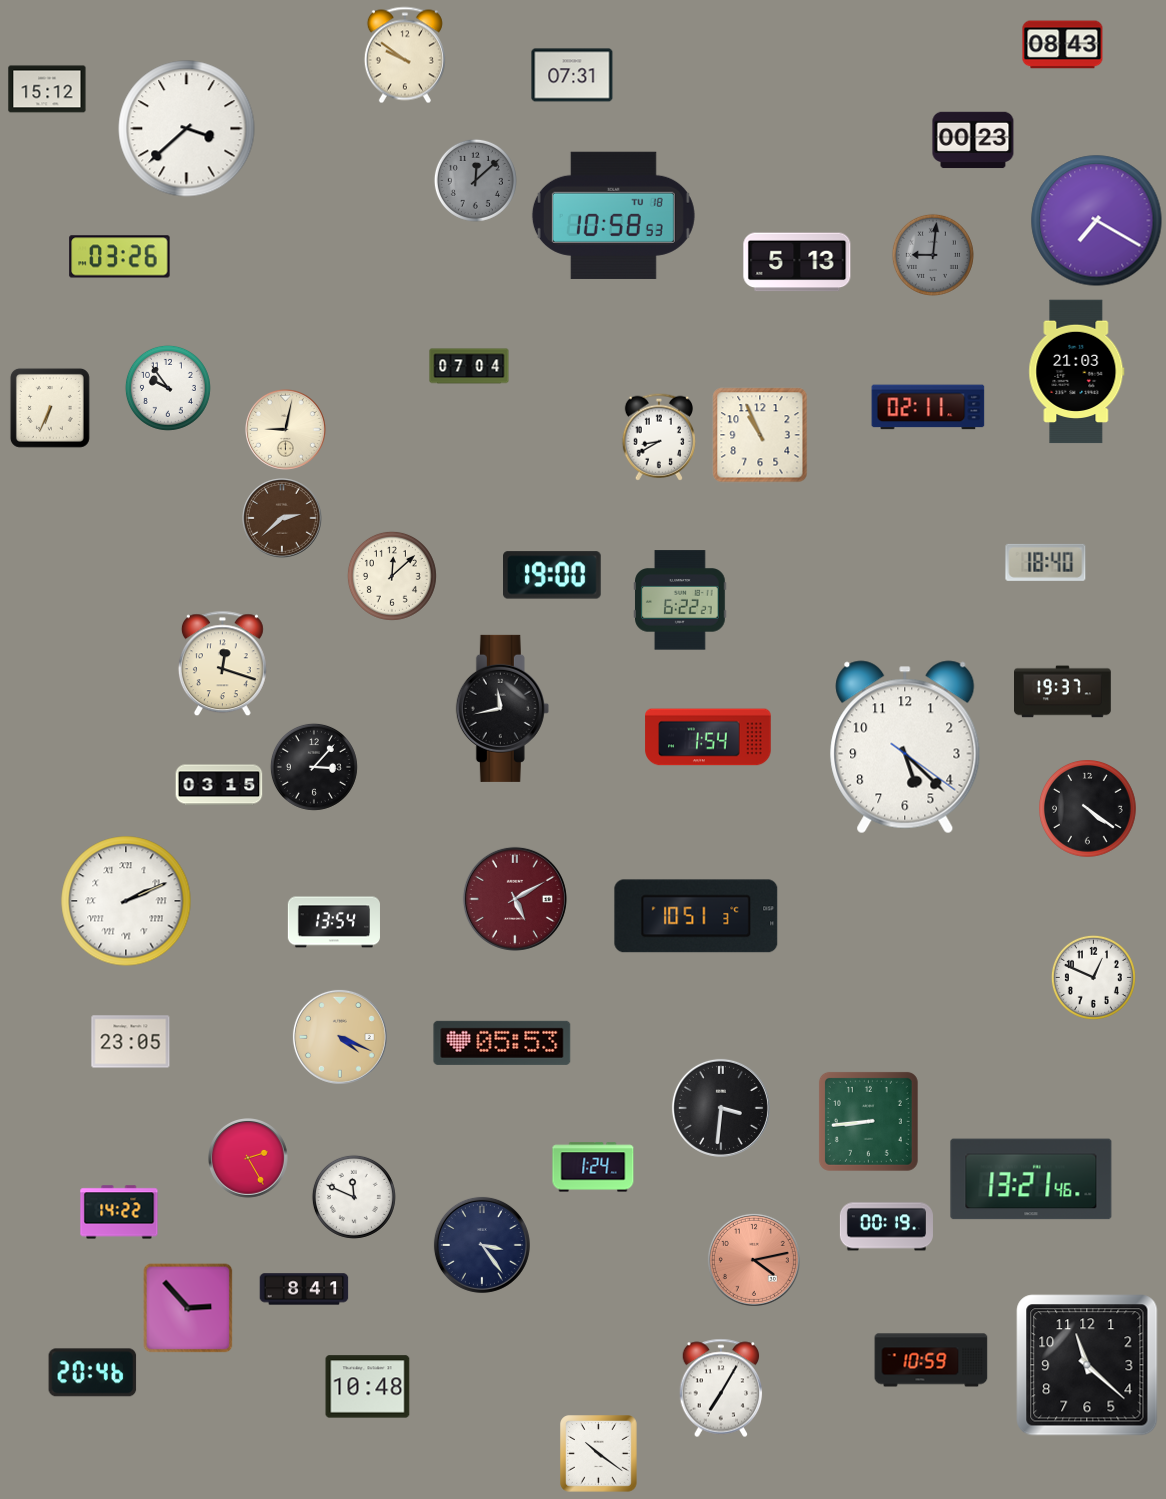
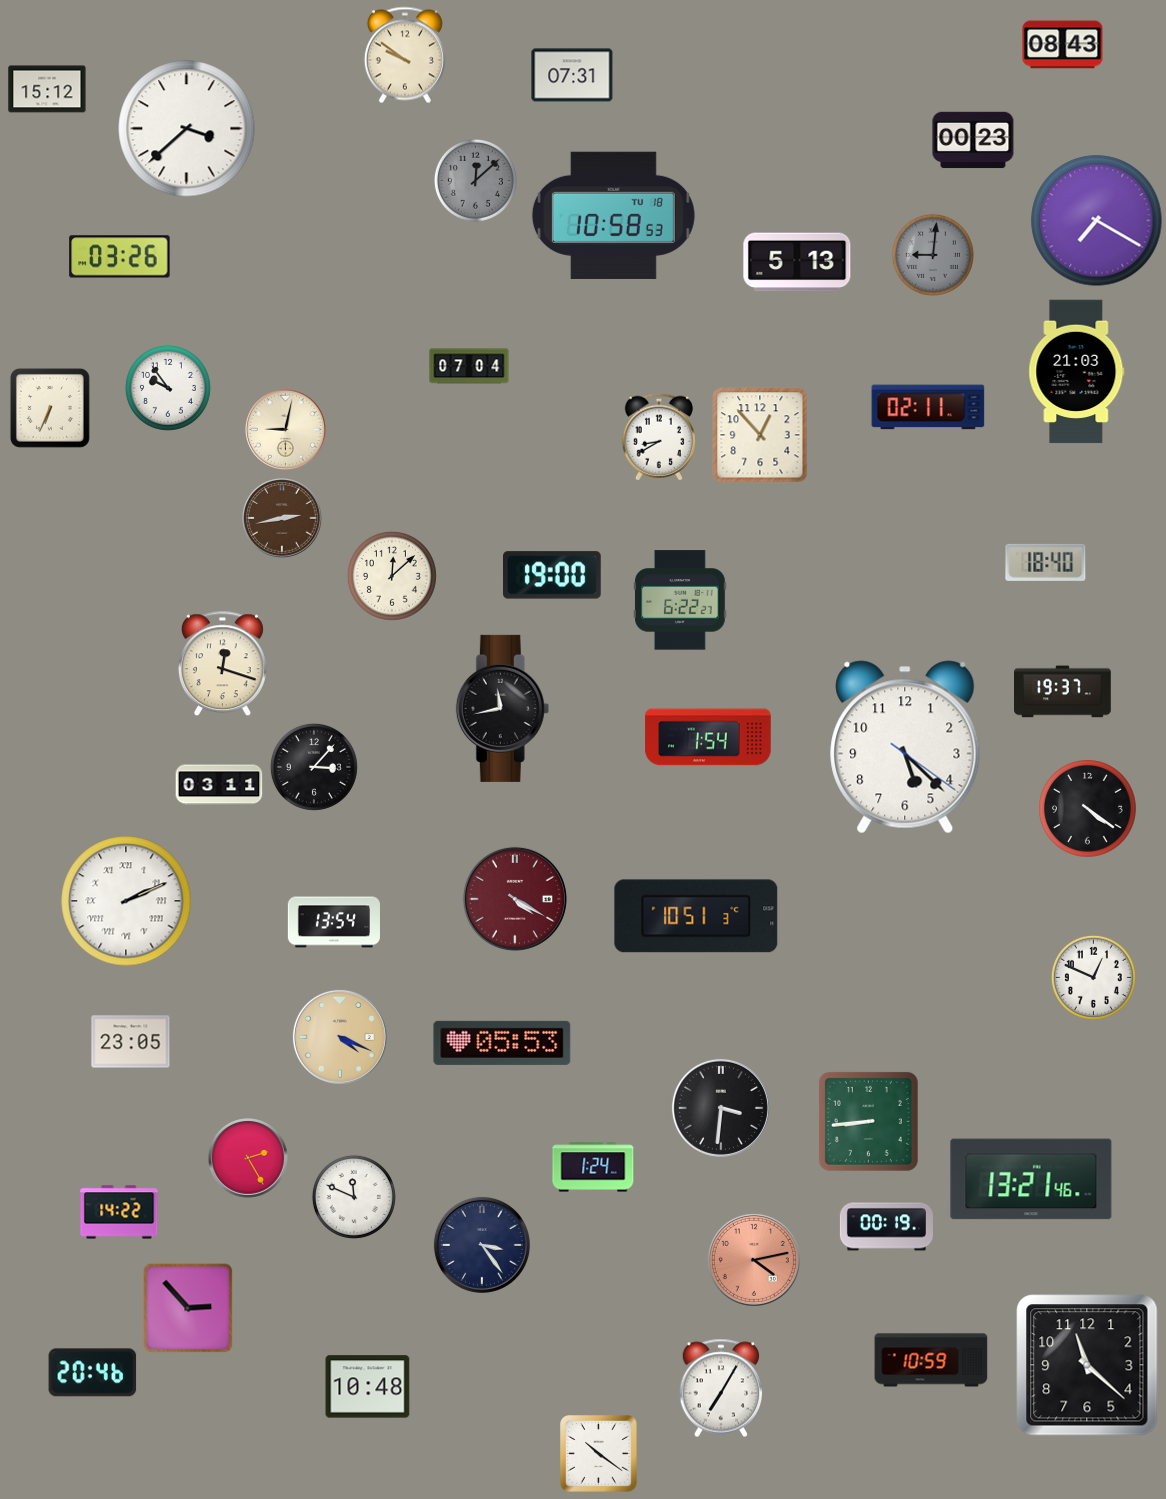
clock at (760, 435): 10:56 -> 12:53
clock at (283, 519): 2:38 -> 2:43
clock at (219, 785): 03:15 -> 03:11
clock at (515, 899): 5:10 -> 4:20
clock at (304, 1289): 8:41 -> none
